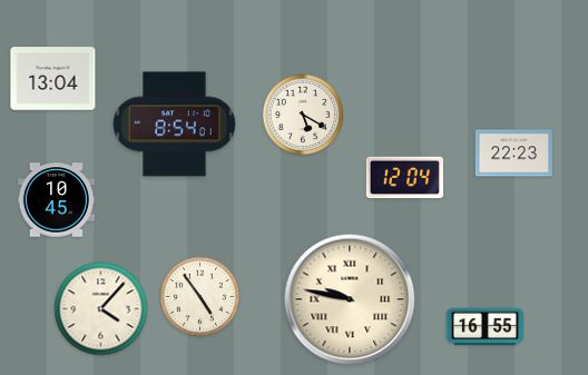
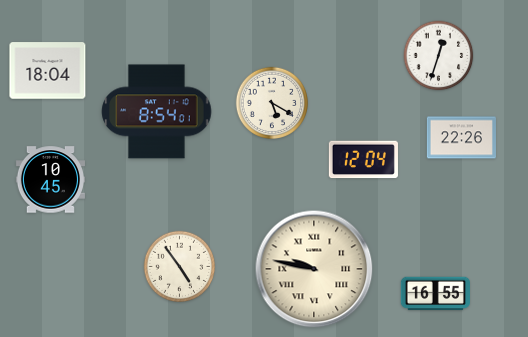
clock at (439, 56): none -> 12:33
clock at (53, 79): 13:04 -> 18:04
clock at (513, 154): 22:23 -> 22:26
clock at (101, 309): 4:07 -> none
